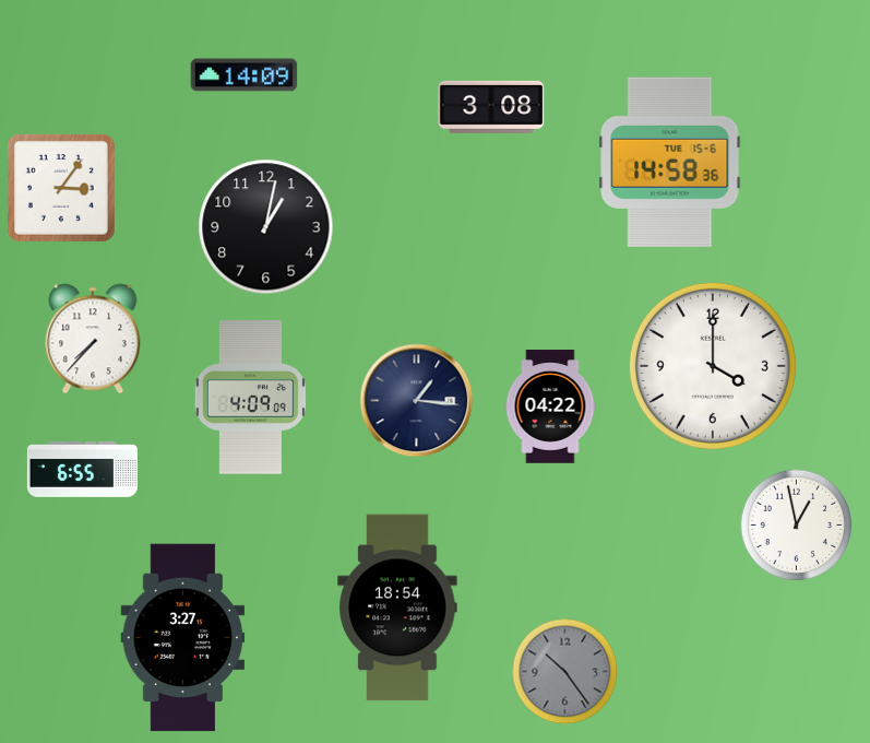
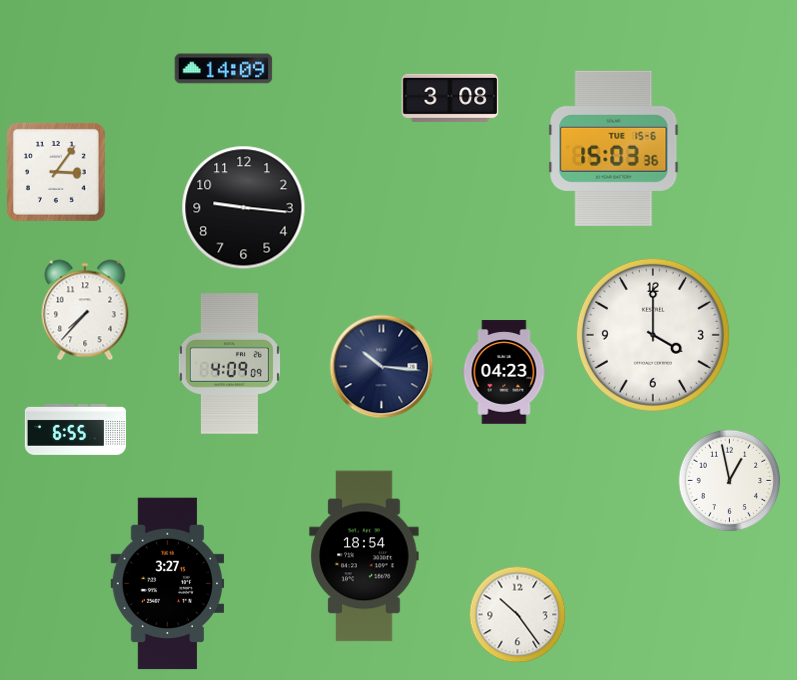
clock at (670, 162): 14:58 -> 15:03
clock at (266, 227): 1:02 -> 9:16
clock at (417, 401): 1:16 -> 10:16
clock at (550, 406): 04:22 -> 04:23
clock at (565, 672) dial: grey -> white
